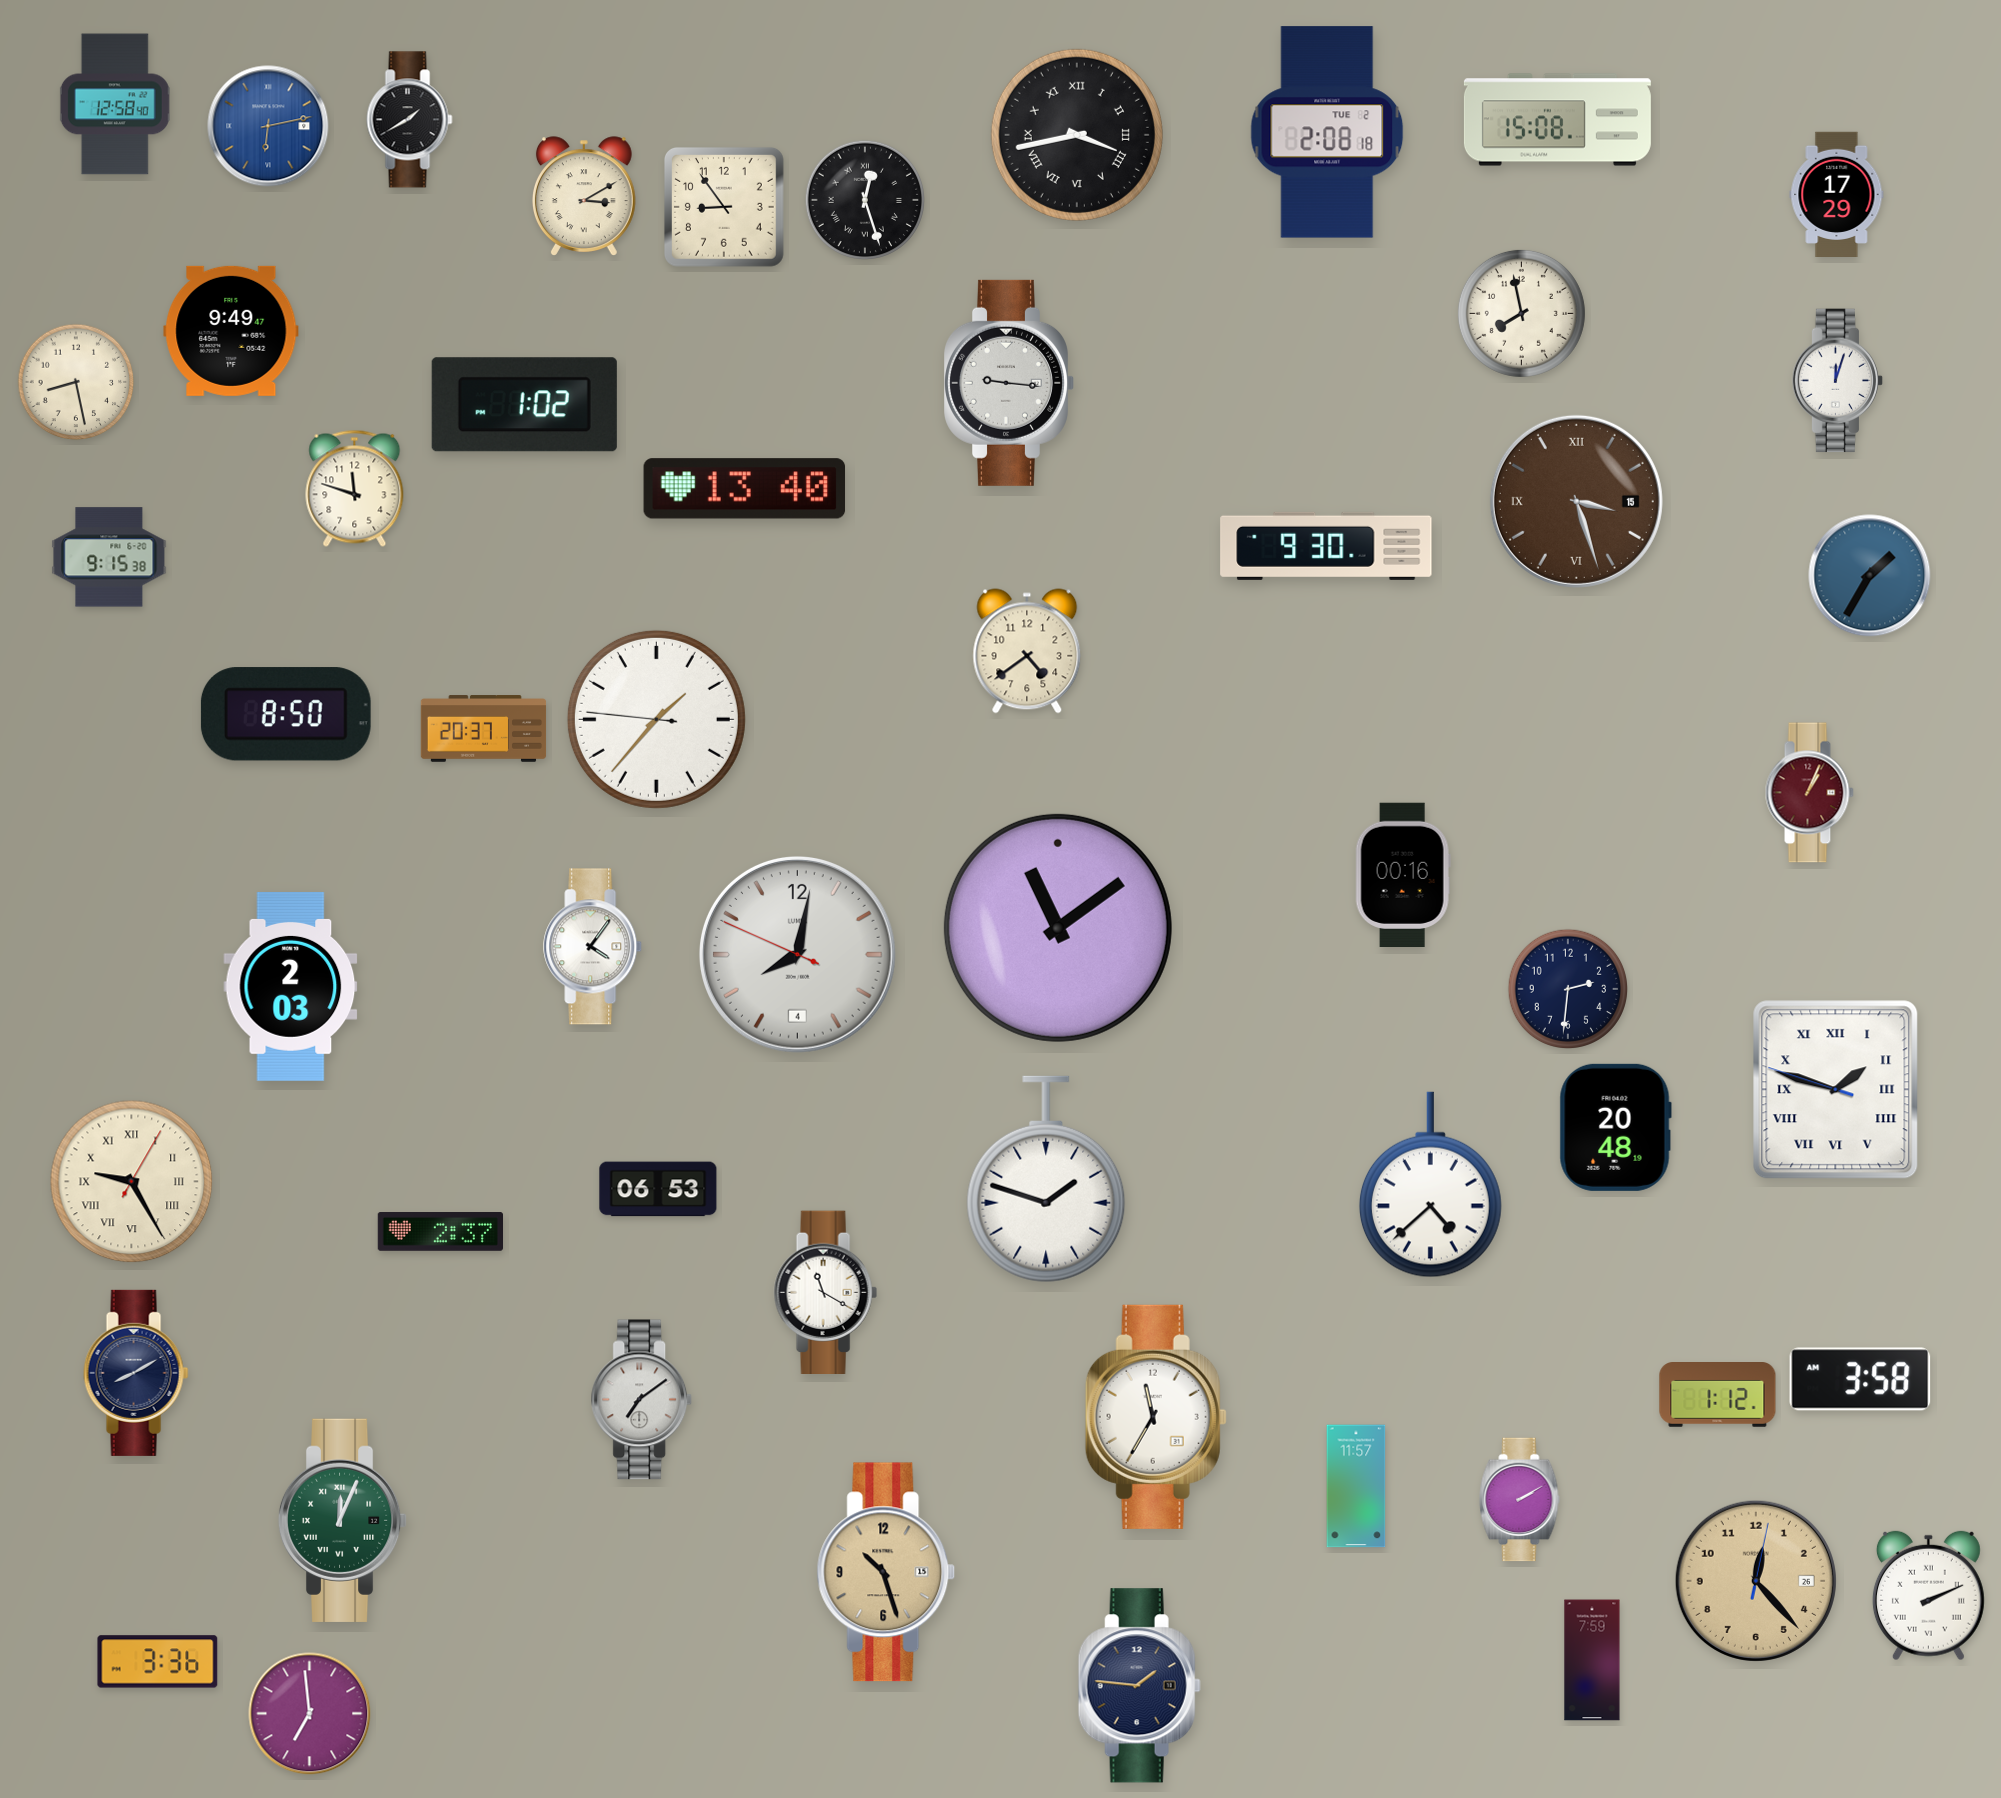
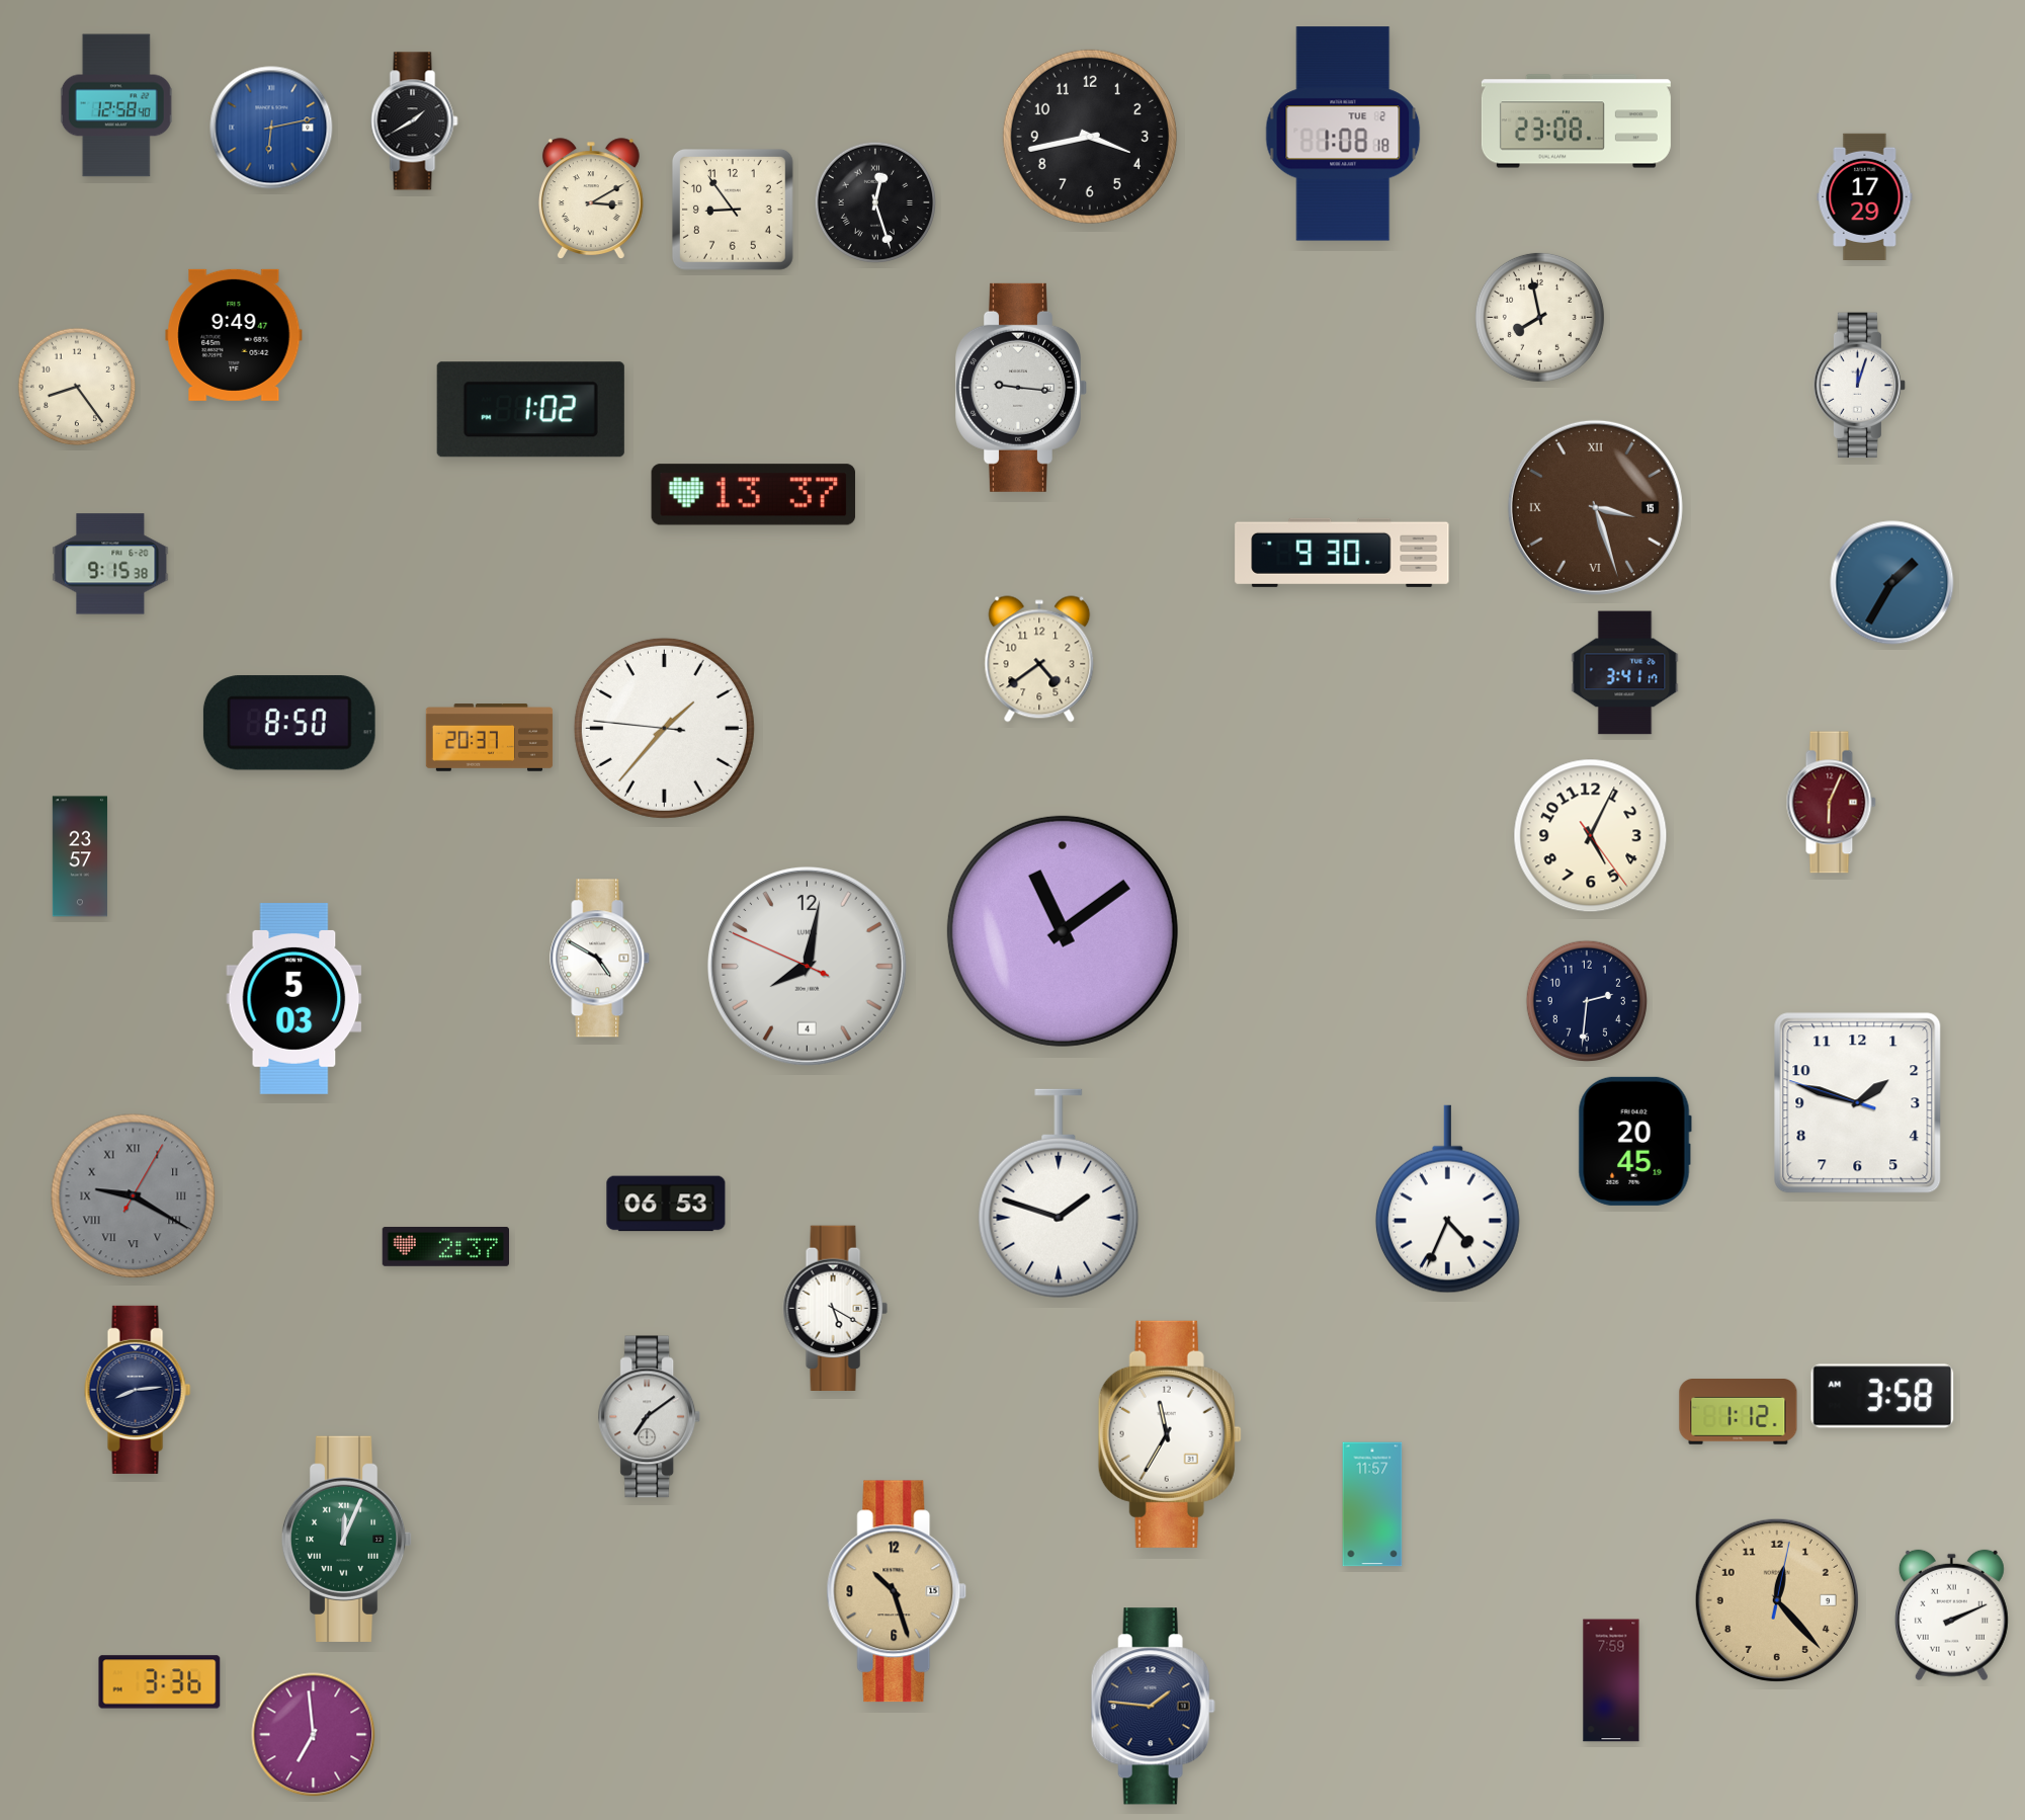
clock at (1557, 120): 15:08 -> 23:08
clock at (1327, 132): 2:08 -> 1:08
clock at (1077, 135) numerals: Roman -> Arabic
clock at (1837, 194) position: (1837, 194) -> (1865, 196)
clock at (76, 382): 8:28 -> 8:24
clock at (355, 488): 11:48 -> none
clock at (745, 489): 13:40 -> 13:37
clock at (1625, 673): none -> 3:41
clock at (1809, 793): 1:04 -> 6:04
clock at (1591, 836): none -> 5:04
clock at (80, 856): none -> 23:57
clock at (1403, 874): 00:16 -> none
clock at (1058, 928) position: (1058, 928) -> (1063, 931)
clock at (593, 947): 4:06 -> 4:50
clock at (291, 986): 2:03 -> 5:03
clock at (1836, 1090) numerals: Roman -> Arabic
clock at (1615, 1127): 20:48 -> 20:45
clock at (132, 1182): 9:25 -> 9:20
clock at (132, 1182) dial: cream -> grey
clock at (1430, 1185): 4:38 -> 4:34
clock at (825, 1292): 11:20 -> 5:20
clock at (136, 1373): 8:10 -> 8:14
clock at (1520, 1500): 2:10 -> none
clock at (1756, 1581) date: 26 -> 9
